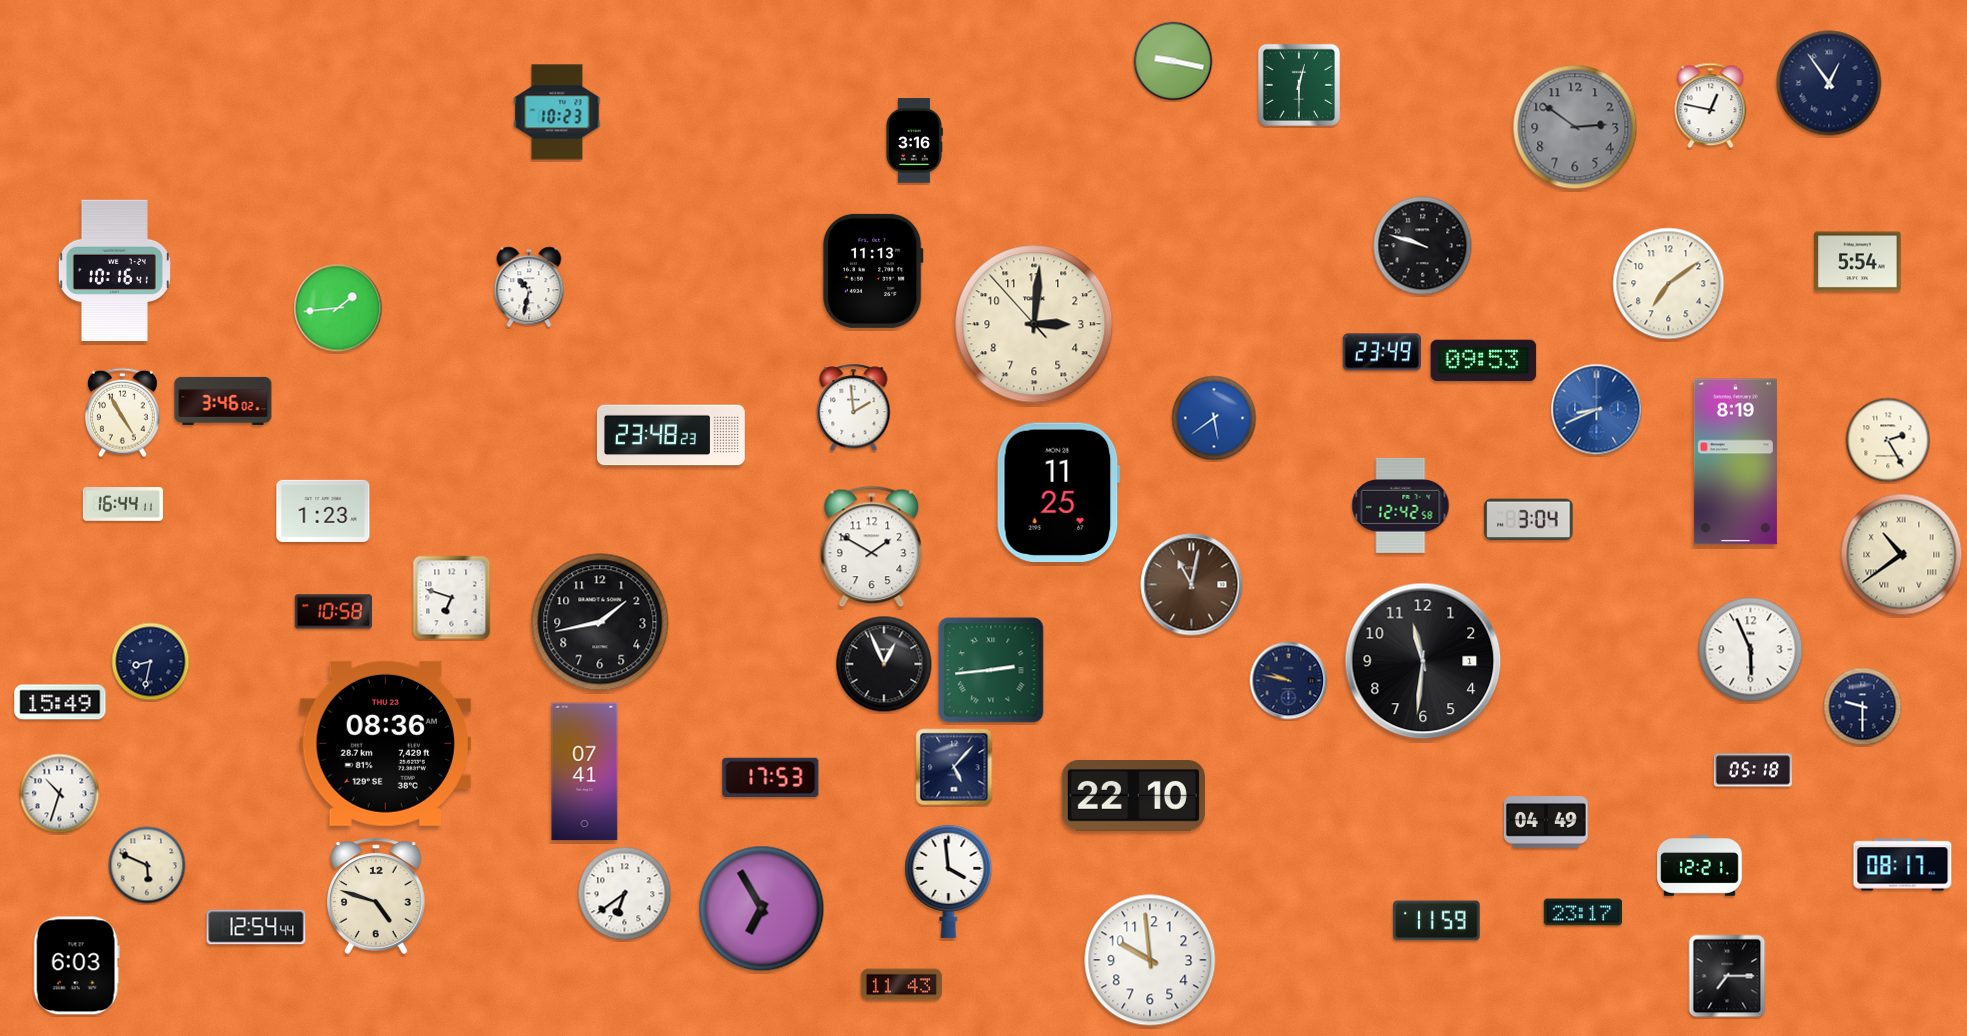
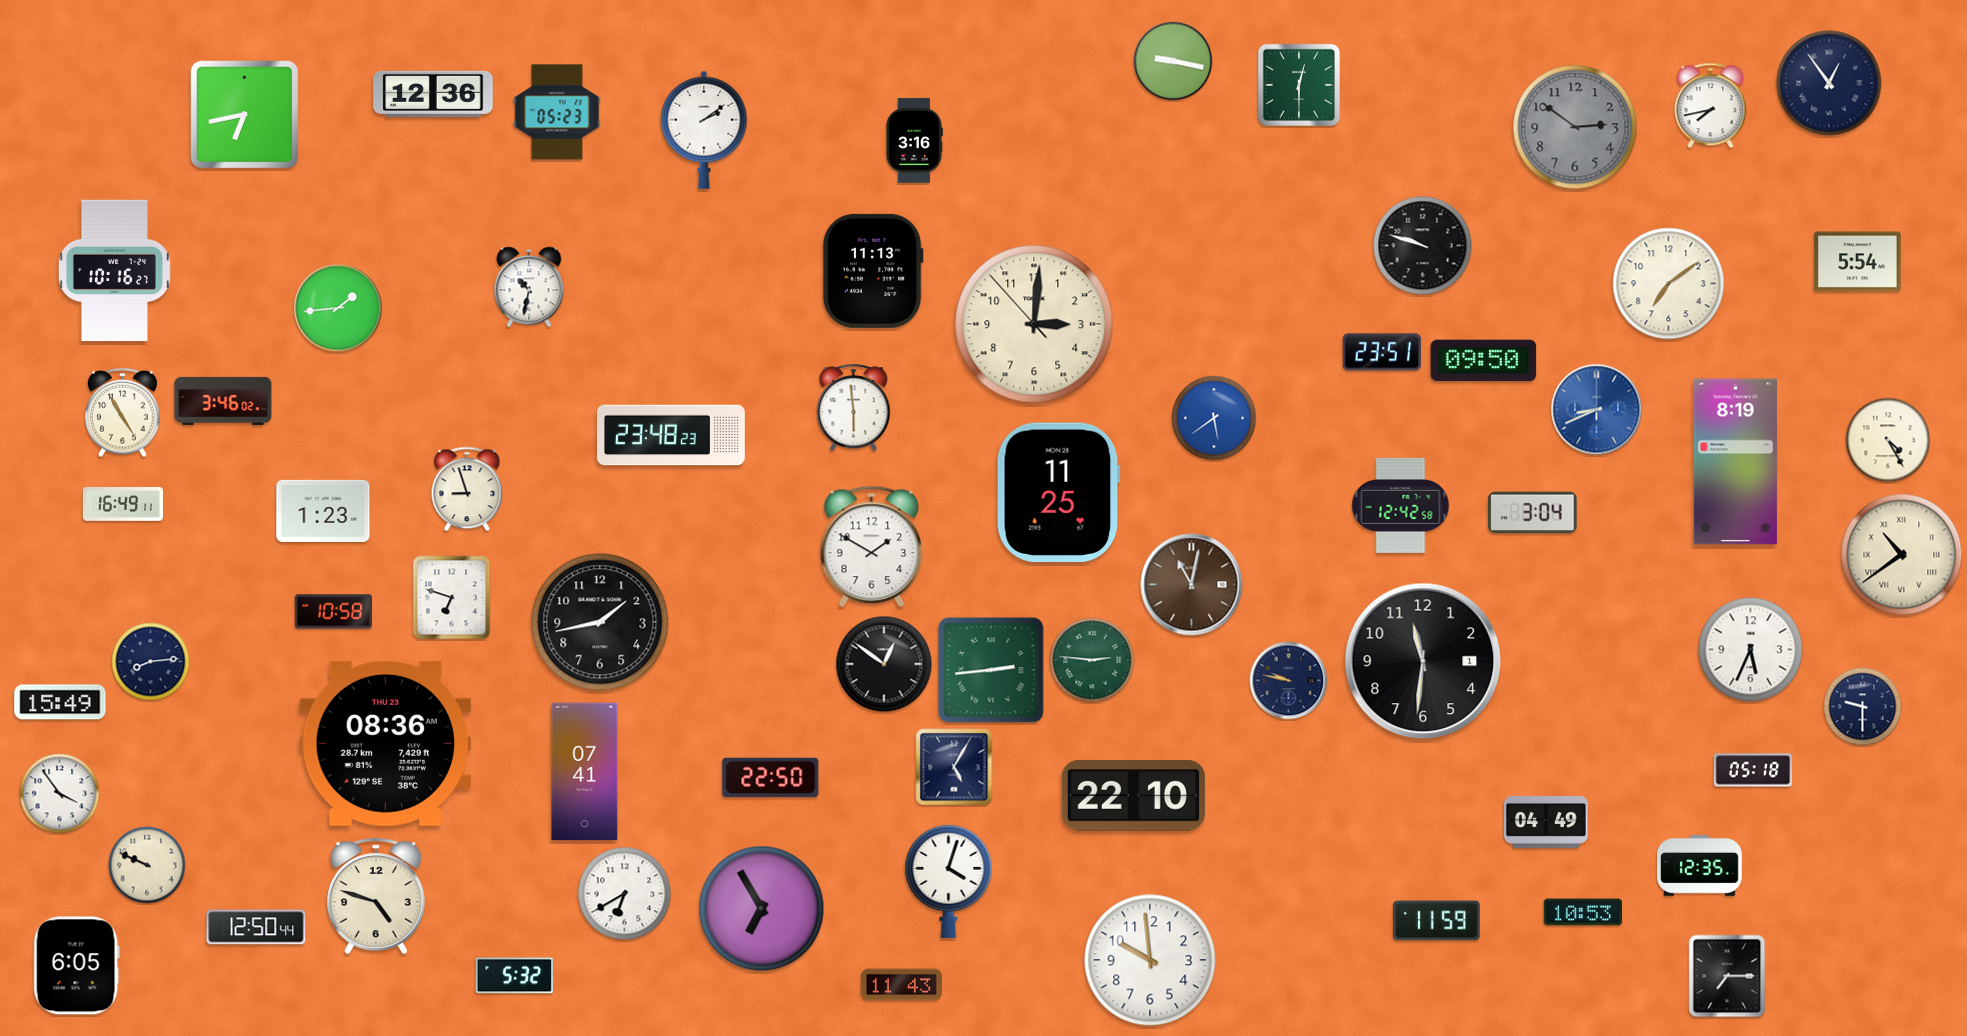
clock at (433, 94): none -> 12:36
clock at (1711, 106): 12:47 -> 7:43
clock at (557, 112): 10:23 -> 05:23
clock at (245, 115): none -> 6:43
clock at (704, 130): none -> 2:09
clock at (114, 271): 10:16:41 -> 10:16:27
clock at (1382, 352): 23:49 -> 23:51
clock at (1484, 361): 09:53 -> 09:50
clock at (854, 408): 1:59 -> 5:59
clock at (1888, 440): 2:25 -> 4:25
clock at (467, 489): none -> 8:57
clock at (123, 505): 16:44 -> 16:49
clock at (1529, 520) position: (1529, 520) -> (1533, 513)
clock at (1751, 650): 5:56 -> 5:34
clock at (1092, 660): none -> 2:46
clock at (151, 662): 8:32 -> 8:14
clock at (884, 664): 12:56 -> 12:51
clock at (954, 767): 5:07 -> 5:05
clock at (771, 777): 17:53 -> 22:50
clock at (60, 794): 10:33 -> 3:54
clock at (147, 865): 5:49 -> 9:49
clock at (1903, 865): 08:17 -> none
clock at (1700, 866): 12:21 -> 12:35
clock at (949, 881): 3:59 -> 4:03
clock at (625, 894): 6:39 -> 6:40
clock at (1582, 912): 23:17 -> 10:53
clock at (256, 927): 12:54 -> 12:50
clock at (76, 966): 6:03 -> 6:05
clock at (514, 976): none -> 5:32
